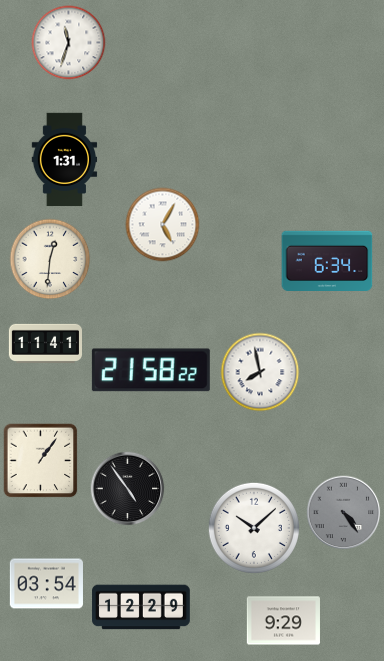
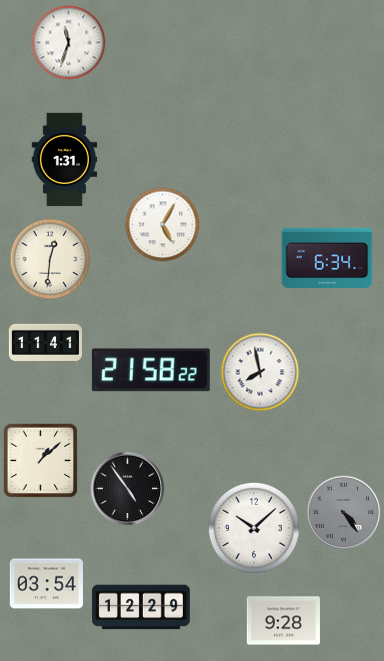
clock at (327, 260) position: (327, 260) -> (327, 257)
clock at (41, 461): 1:06 -> 1:08
clock at (283, 621): 9:29 -> 9:28
